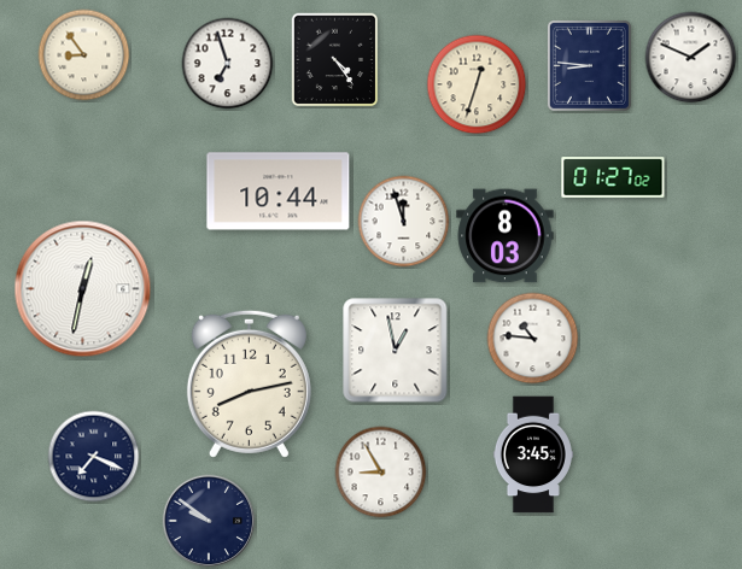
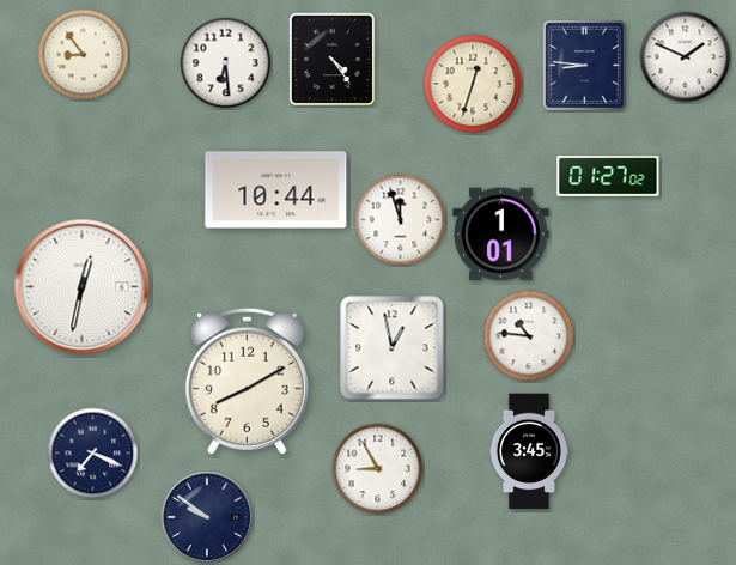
clock at (228, 64): 6:57 -> 6:29
clock at (506, 236): 8:03 -> 1:01
clock at (249, 383): 8:13 -> 8:10
